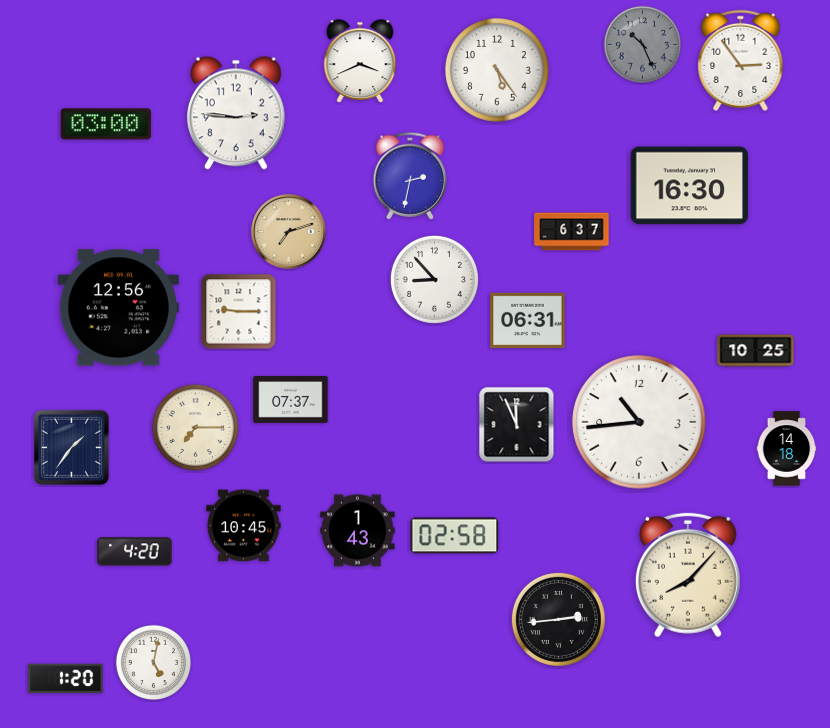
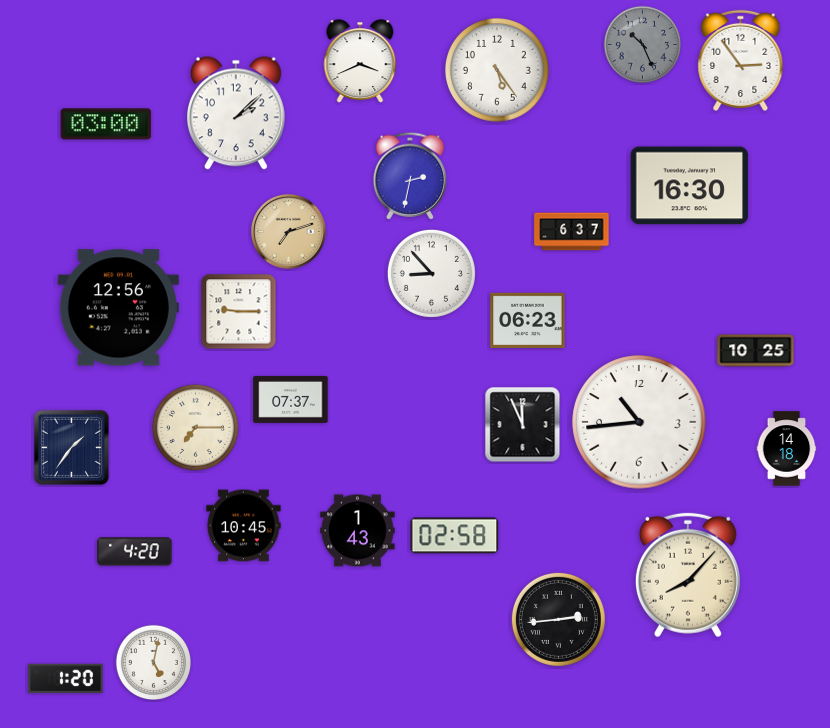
clock at (236, 113): 2:46 -> 2:08
clock at (434, 279) position: (434, 279) -> (431, 273)
clock at (528, 320): 06:31 -> 06:23
clock at (517, 425) position: (517, 425) -> (523, 425)
